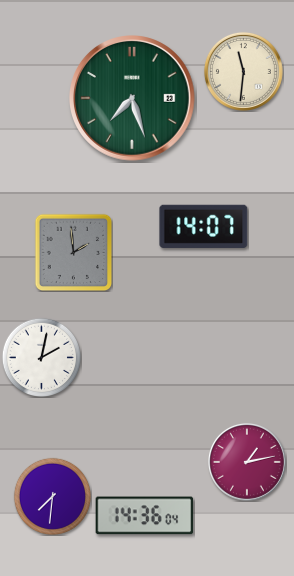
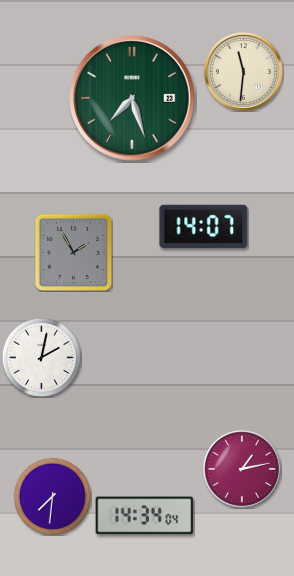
clock at (73, 252): 1:59 -> 1:55
clock at (247, 462) position: (247, 462) -> (242, 469)
clock at (145, 516): 14:36 -> 14:34
